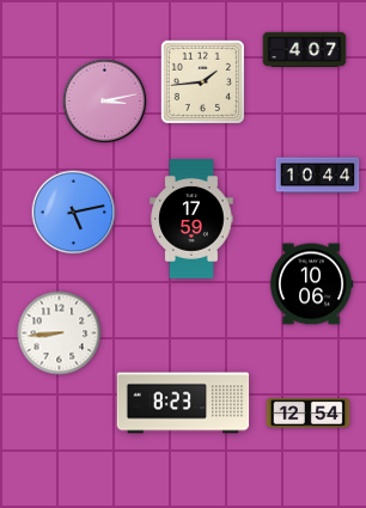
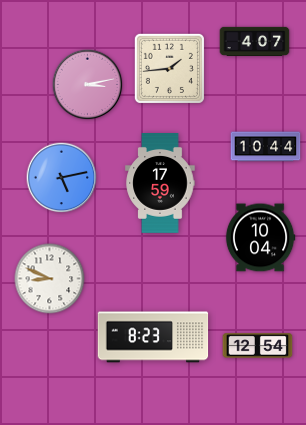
clock at (311, 284): 10:06 -> 10:04
clock at (60, 333): 8:44 -> 8:49
